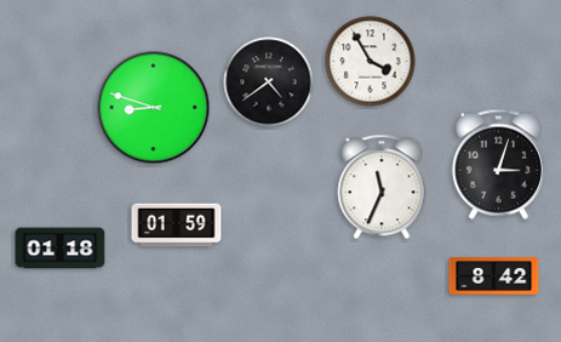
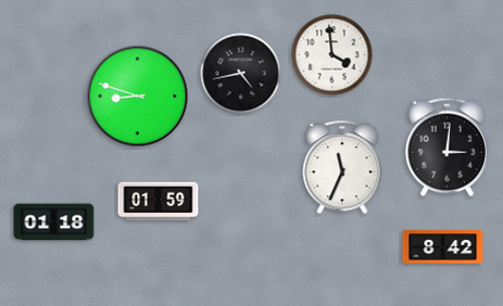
clock at (371, 62): 3:55 -> 3:59
clock at (269, 82): 4:39 -> 4:43
clock at (498, 164): 3:03 -> 3:01
